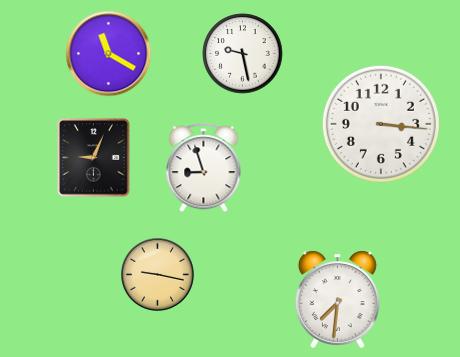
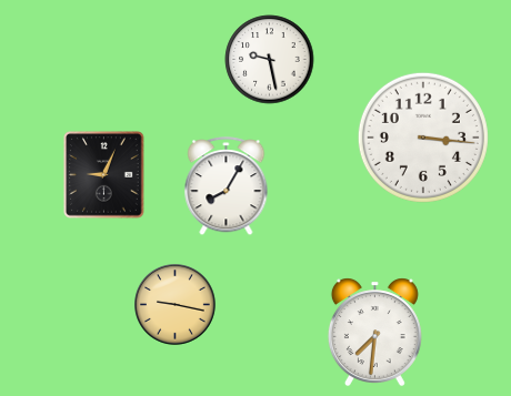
clock at (109, 54): 11:20 -> none
clock at (204, 168): 8:57 -> 8:05
